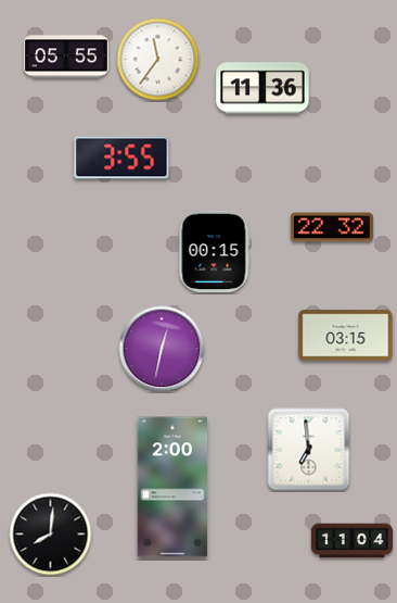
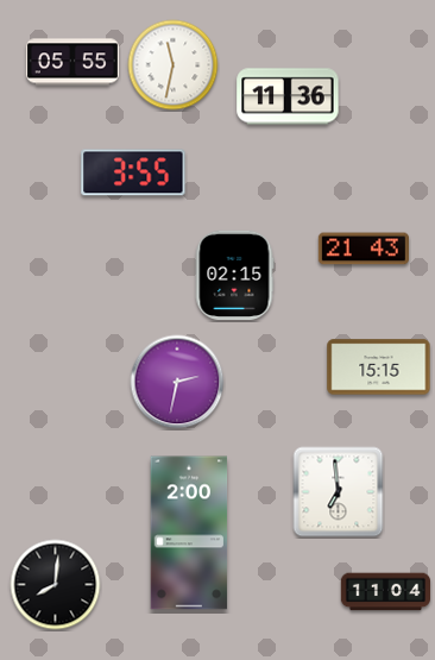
clock at (158, 60): 11:36 -> 11:32
clock at (332, 227): 22:32 -> 21:43
clock at (214, 251): 00:15 -> 02:15
clock at (346, 336): 03:15 -> 15:15
clock at (162, 349): 12:32 -> 2:32
